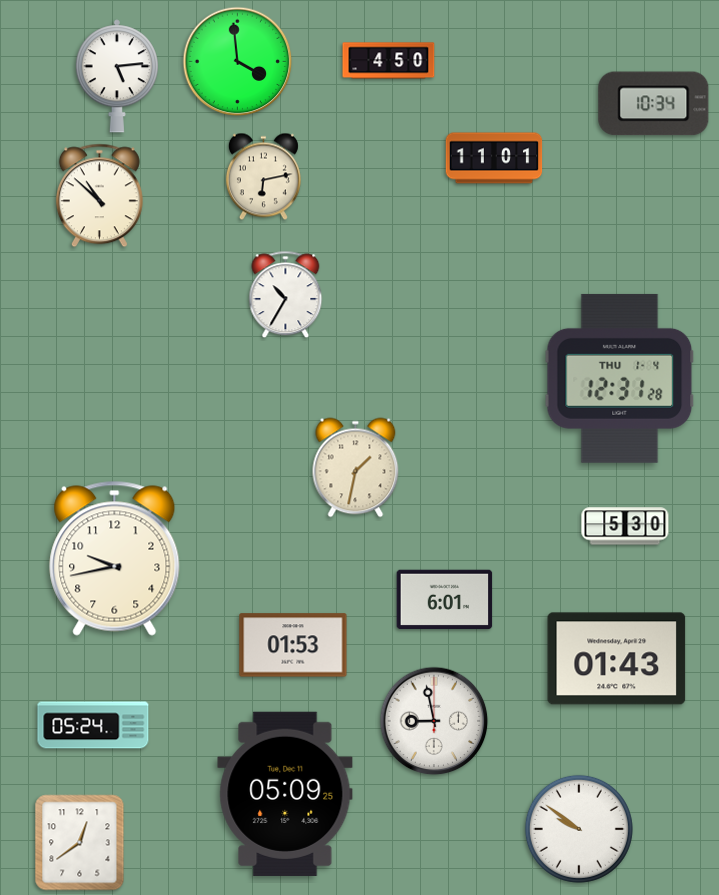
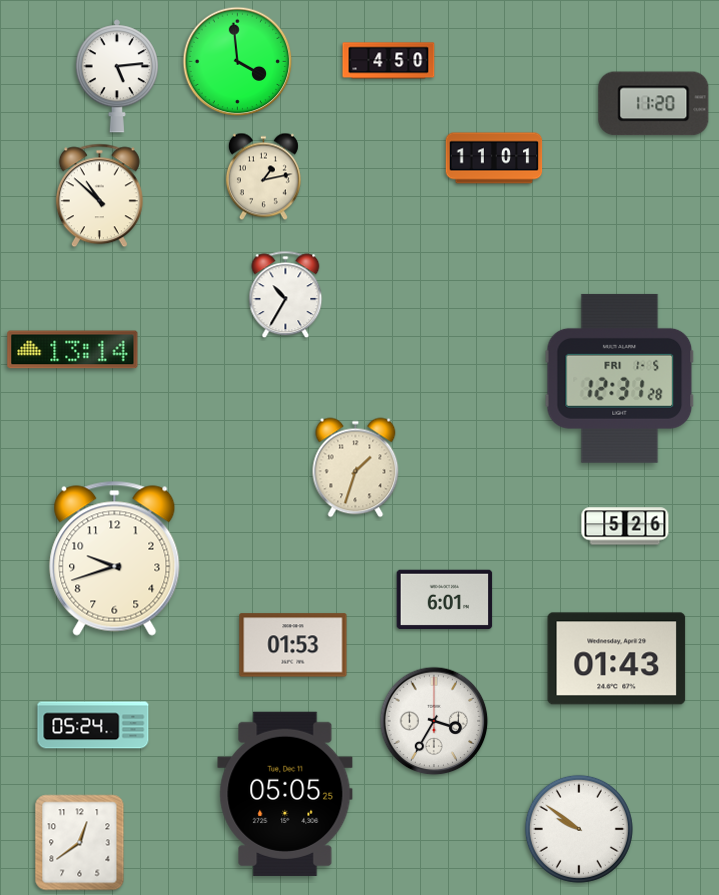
clock at (654, 104): 10:34 -> 11:20
clock at (263, 177): 6:13 -> 1:13
clock at (73, 350): none -> 13:14
clock at (620, 378) date: THU 1-4 -> FRI 1-5
clock at (356, 468): 1:32 -> 1:33
clock at (625, 526): 5:30 -> 5:26
clock at (115, 558): 9:43 -> 9:42
clock at (434, 721): 8:58 -> 3:35
clock at (285, 794): 05:09 -> 05:05
